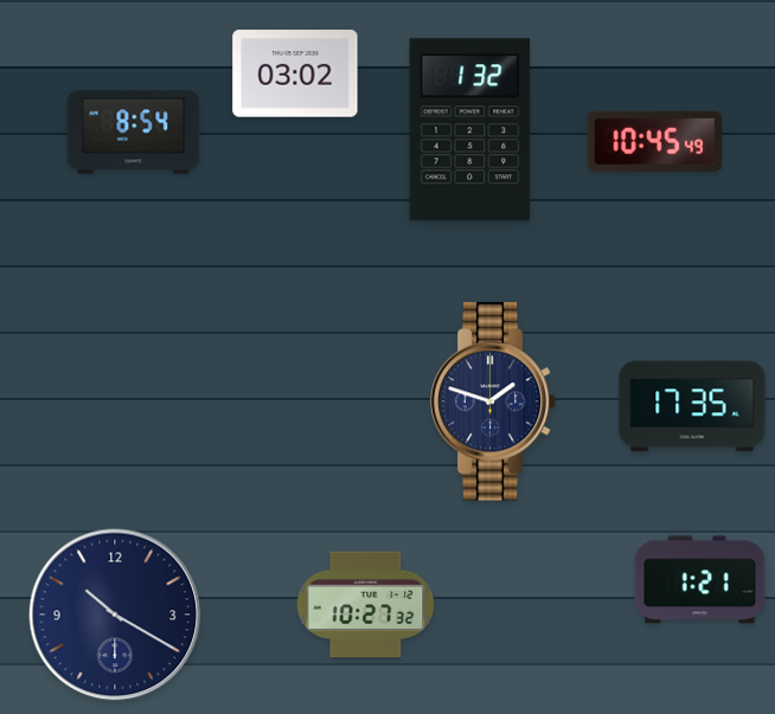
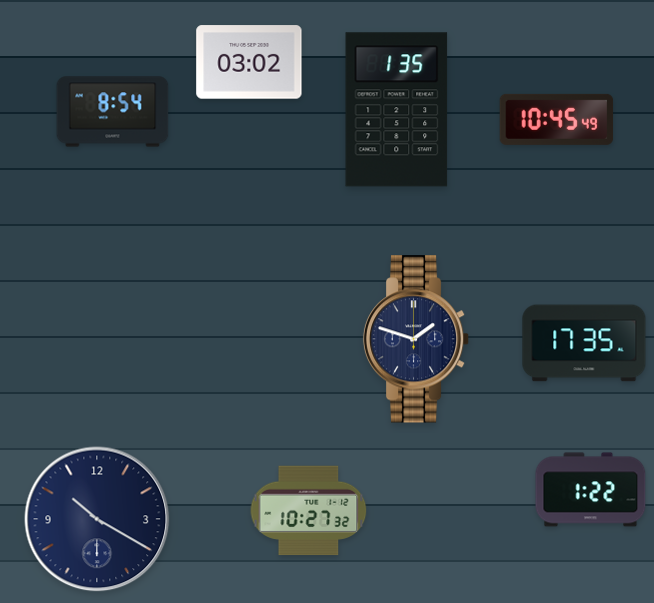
clock at (470, 130): 1:32 -> 1:35
clock at (655, 141) position: (655, 141) -> (557, 119)
clock at (700, 580): 1:21 -> 1:22
